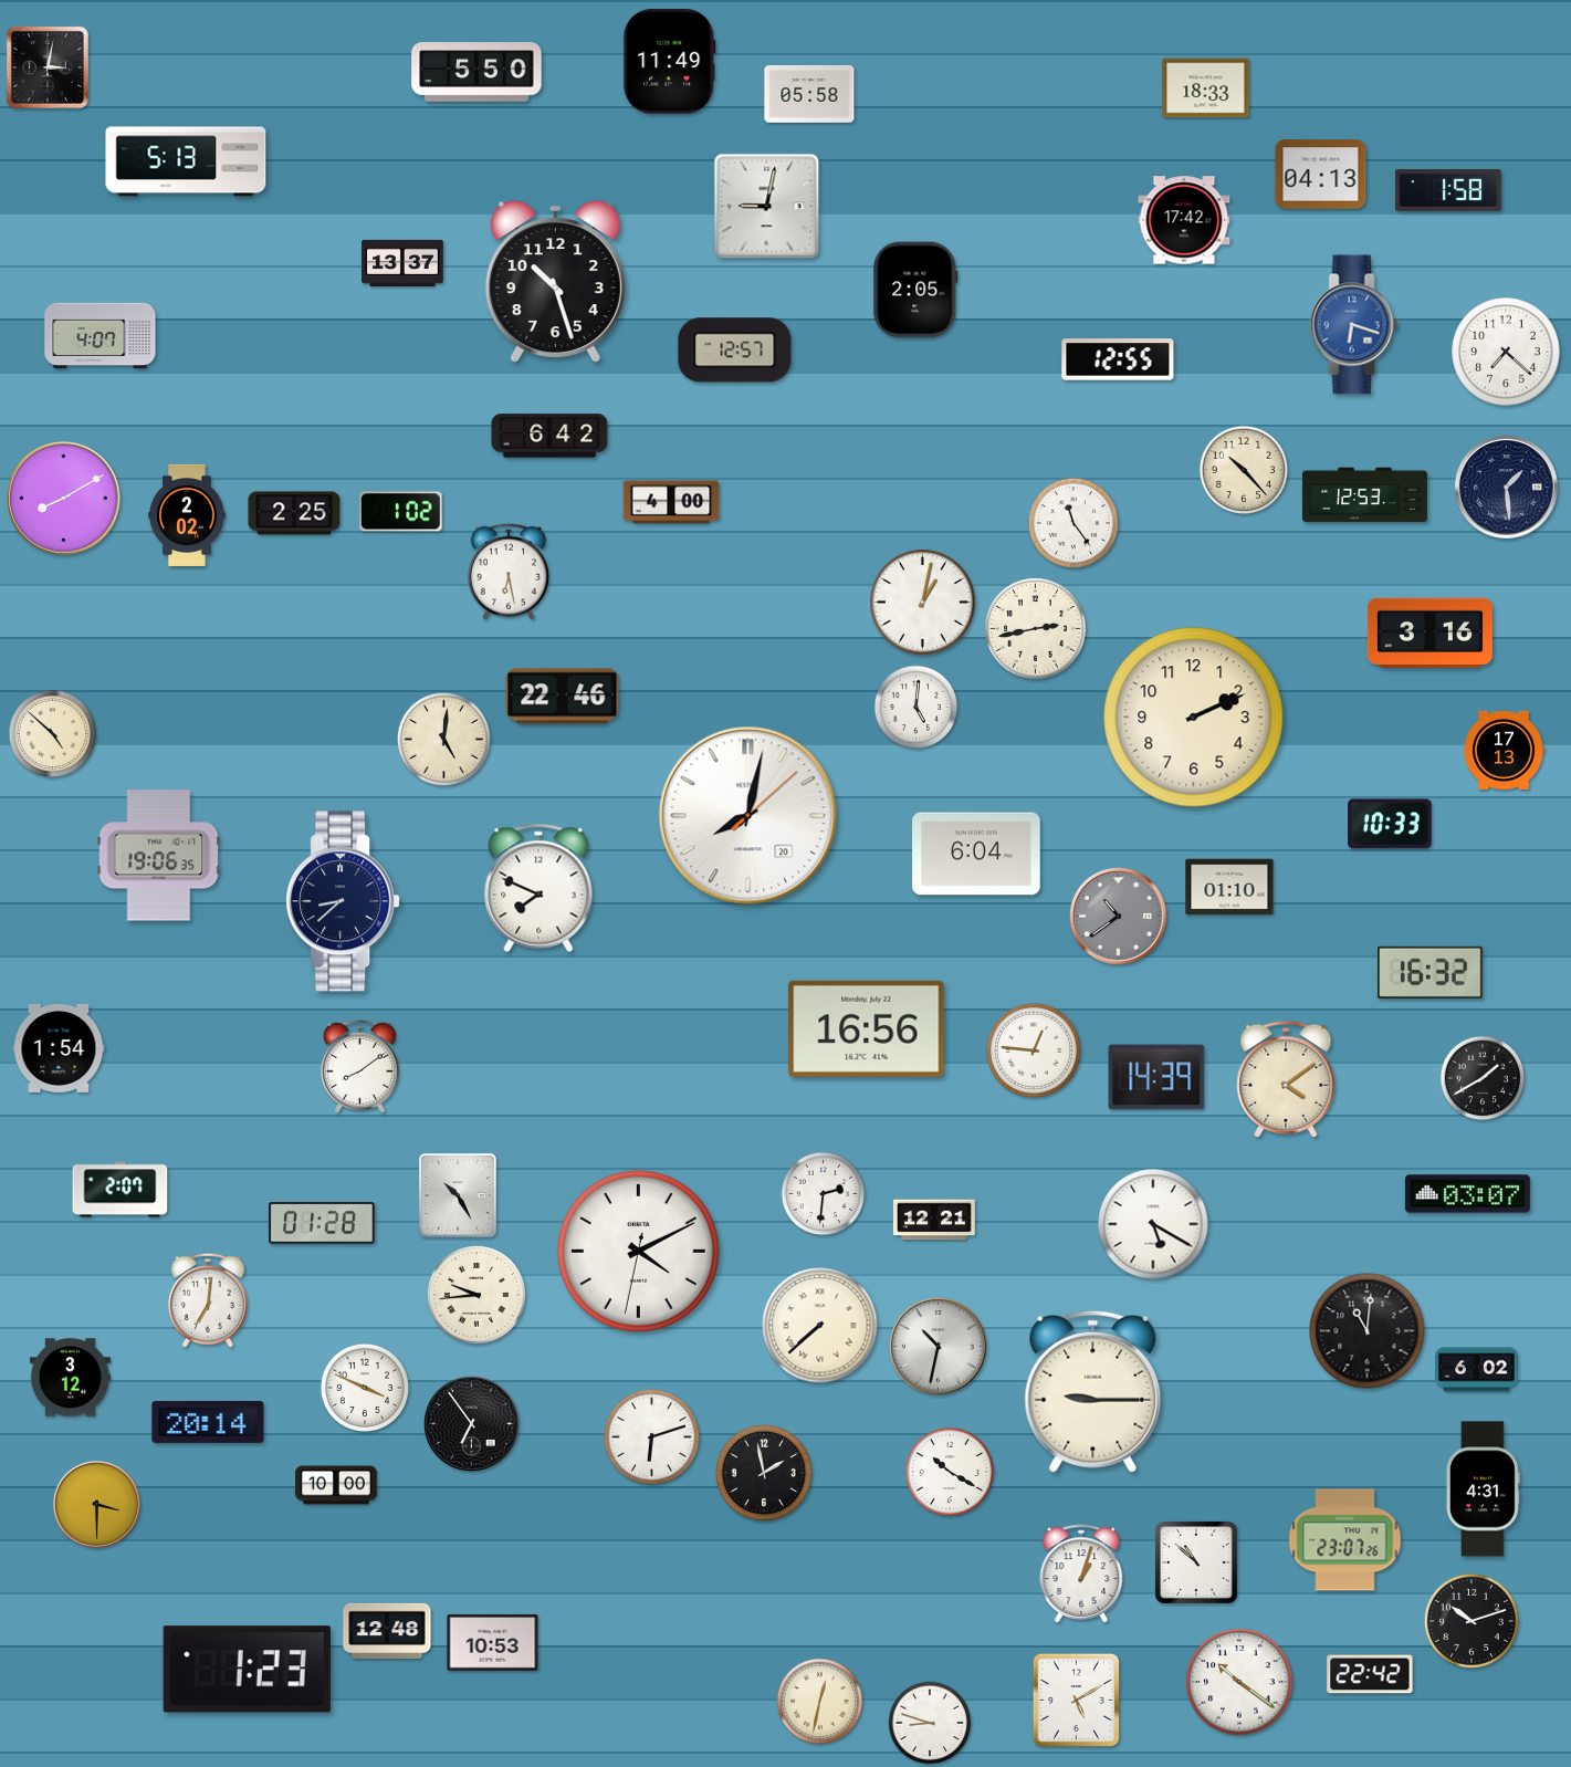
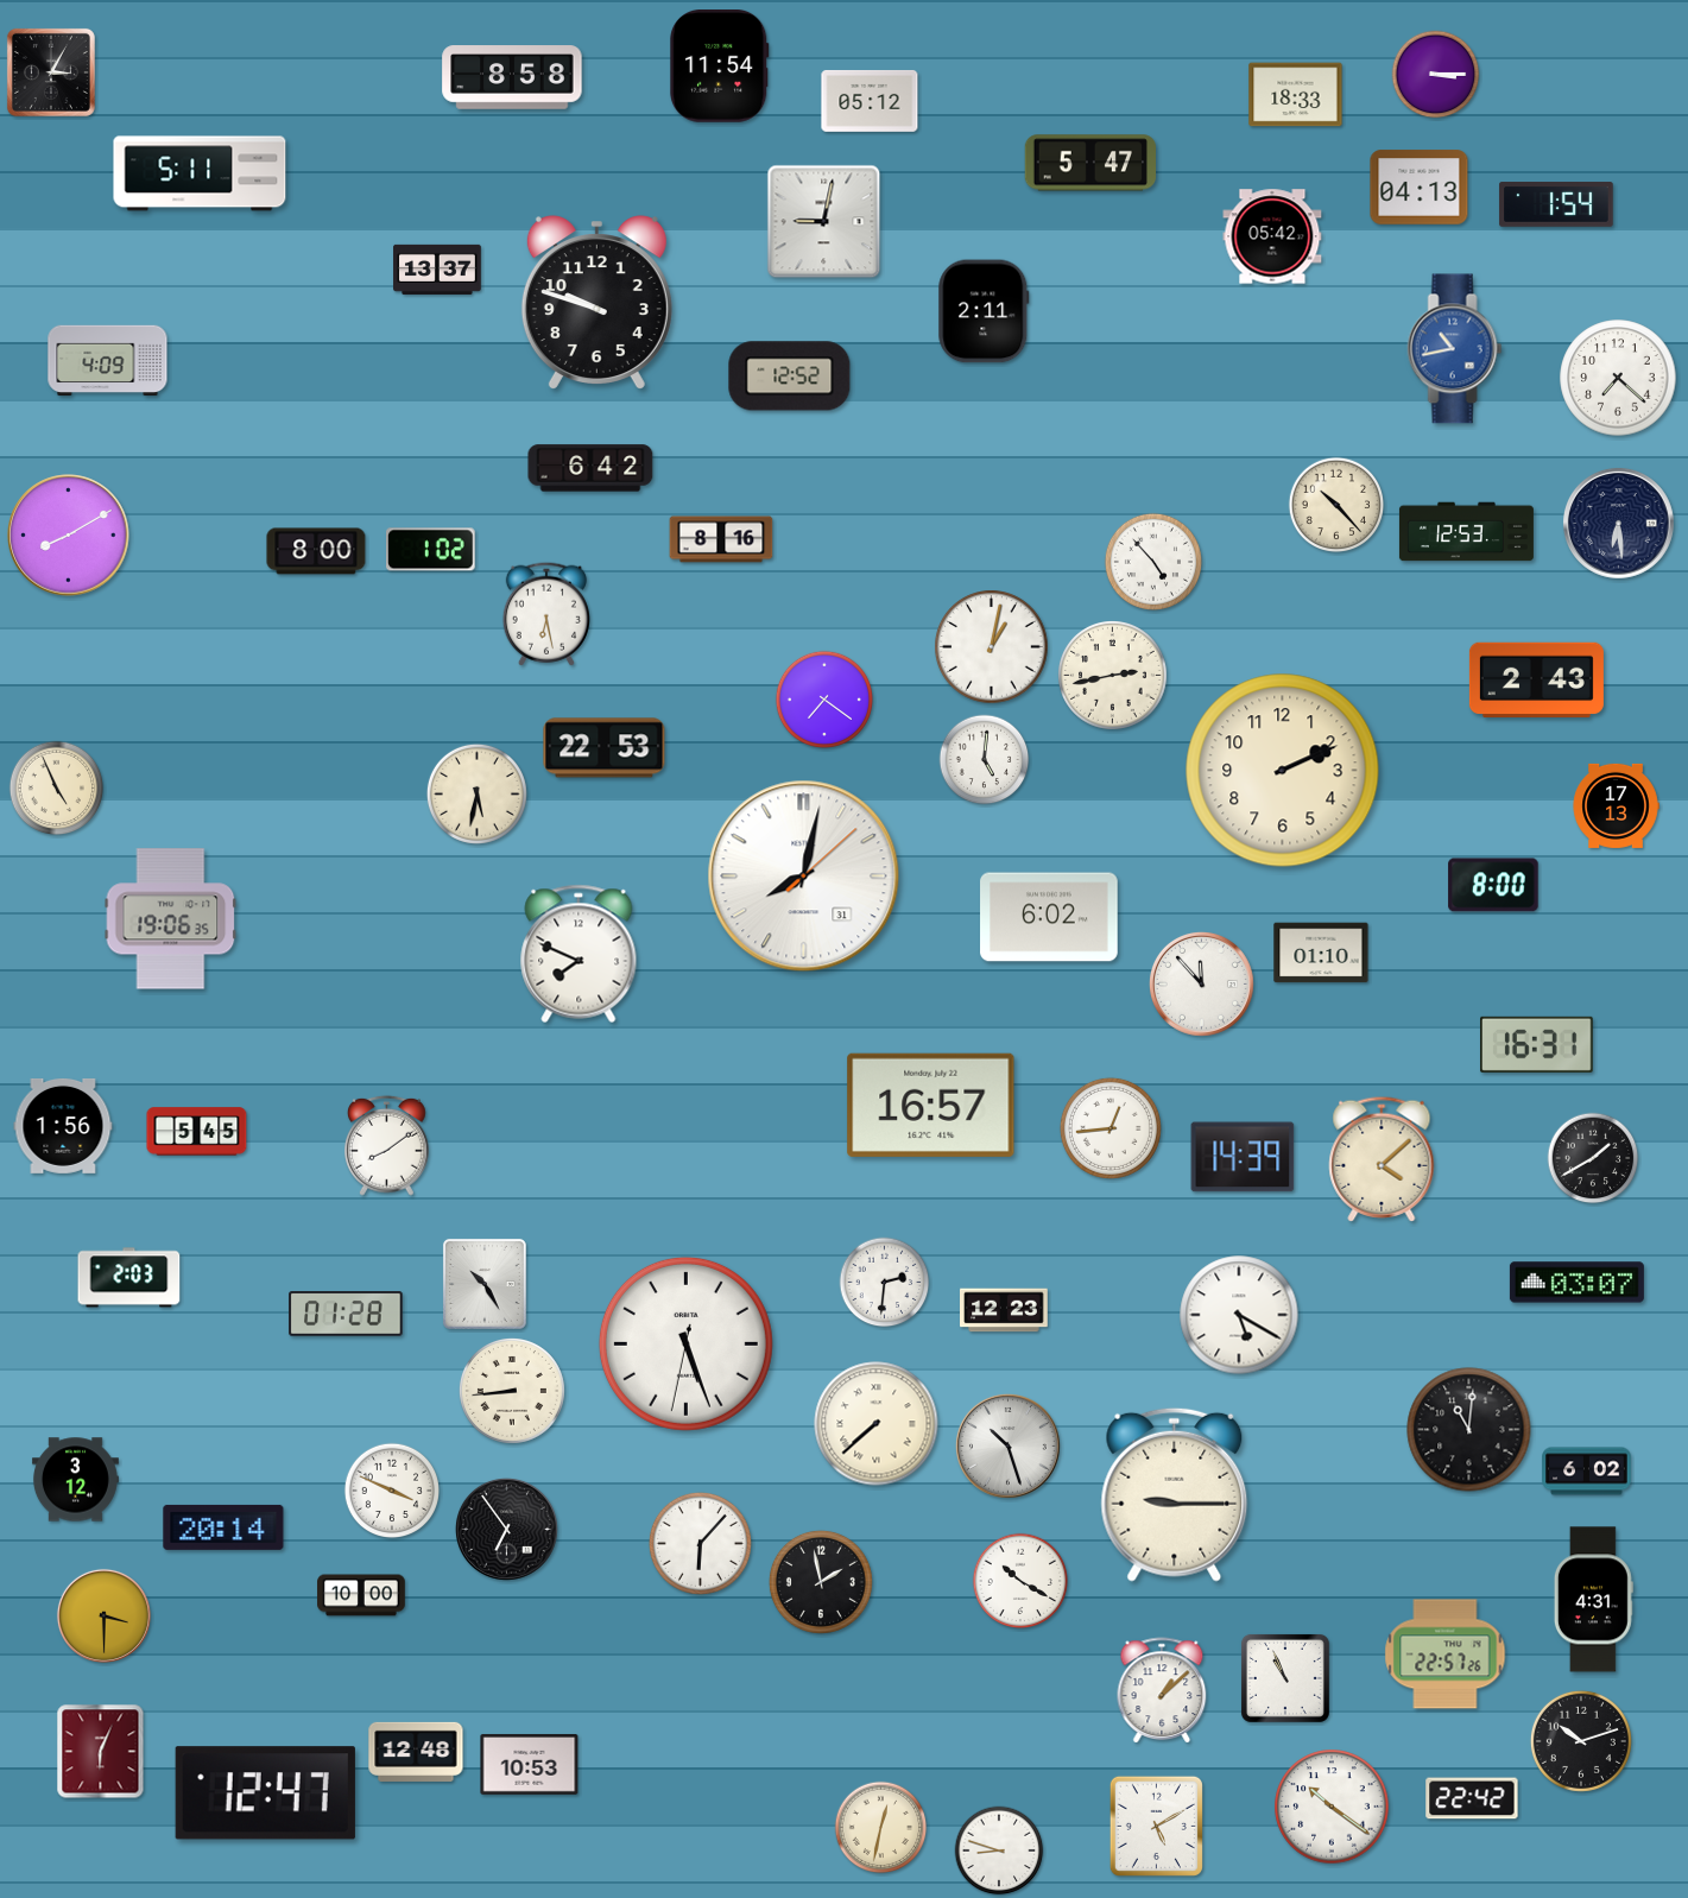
clock at (670, 62): 11:49 -> 11:54
clock at (48, 67): 3:02 -> 3:05
clock at (1436, 75): none -> 3:15
clock at (476, 72): 5:50 -> 8:58
clock at (809, 94): 05:58 -> 05:12
clock at (1089, 163): none -> 5:47
clock at (186, 161): 5:13 -> 5:11
clock at (1448, 190): 1:58 -> 1:54
clock at (1184, 220): 17:42 -> 05:42
clock at (402, 263) position: (402, 263) -> (437, 270)
clock at (555, 281): 10:27 -> 9:48
clock at (915, 290): 2:05 -> 2:11
clock at (1354, 325): 6:18 -> 10:43
clock at (101, 336): 4:07 -> 4:09
clock at (735, 351): 12:57 -> 12:52
clock at (1118, 359): 12:55 -> none
clock at (1507, 488): 1:29 -> 6:29
clock at (671, 502): 4:00 -> 8:16
clock at (294, 513): 2:25 -> 8:00
clock at (187, 515): 2:02 -> none
clock at (1073, 523): 11:24 -> 4:53
clock at (1429, 632): 3:16 -> 2:43
clock at (824, 700): none -> 7:21
clock at (563, 697): 22:46 -> 22:53
clock at (53, 734): 4:52 -> 4:56
clock at (443, 739): 5:01 -> 5:32
clock at (748, 816) date: 20 -> 31
clock at (1390, 824): 10:33 -> 8:00
clock at (976, 854): 6:04 -> 6:02
clock at (343, 901): 8:38 -> none
clock at (1118, 916): 10:39 -> 11:53
clock at (1118, 916) dial: grey -> white
clock at (1431, 972): 16:32 -> 16:31
clock at (867, 1028): 16:56 -> 16:57
clock at (59, 1048): 1:54 -> 1:56
clock at (1034, 1050): 12:46 -> 12:44
clock at (197, 1132): none -> 5:45
clock at (1286, 1079): 4:09 -> 4:08
clock at (121, 1190): 2:07 -> 2:03
clock at (458, 1195) position: (458, 1195) -> (485, 1284)
clock at (935, 1220): 12:21 -> 12:23
clock at (638, 1251): 4:10 -> 5:26
clock at (476, 1295): 9:44 -> 8:44
clock at (208, 1300): 7:01 -> none
clock at (820, 1326) position: (820, 1326) -> (877, 1424)
clock at (938, 1346): 10:32 -> 10:27
clock at (651, 1436): 6:12 -> 6:07
clock at (1345, 1540): 23:07 -> 22:57
clock at (1196, 1562): 10:52 -> 10:56
clock at (1081, 1573): 1:03 -> 1:08
clock at (101, 1752): none -> 6:04
clock at (247, 1670): 1:23 -> 12:47
